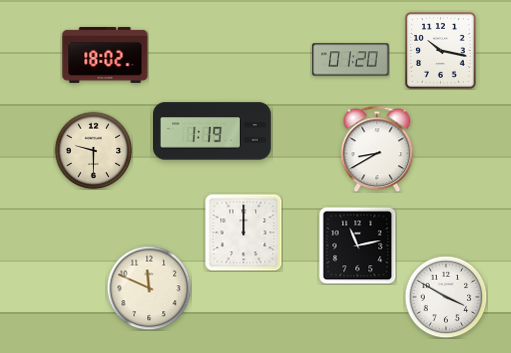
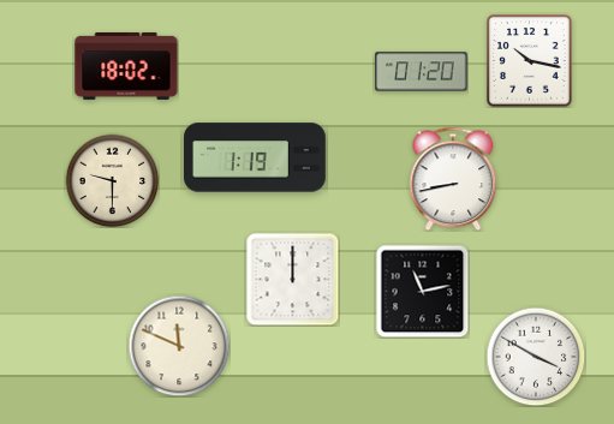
clock at (377, 149): 8:40 -> 8:43
clock at (357, 245) position: (357, 245) -> (422, 291)
